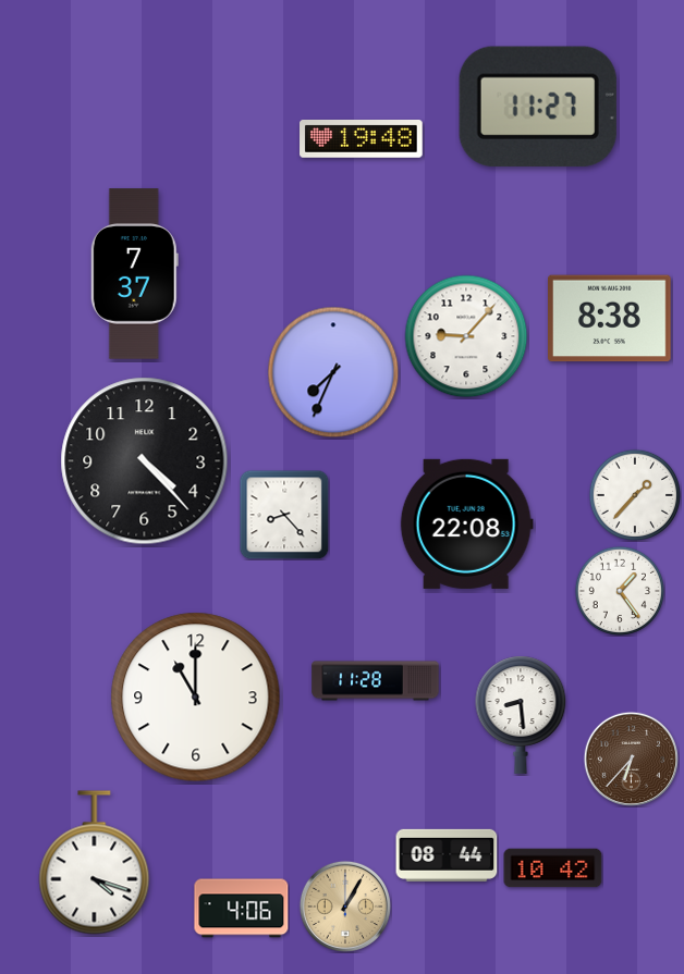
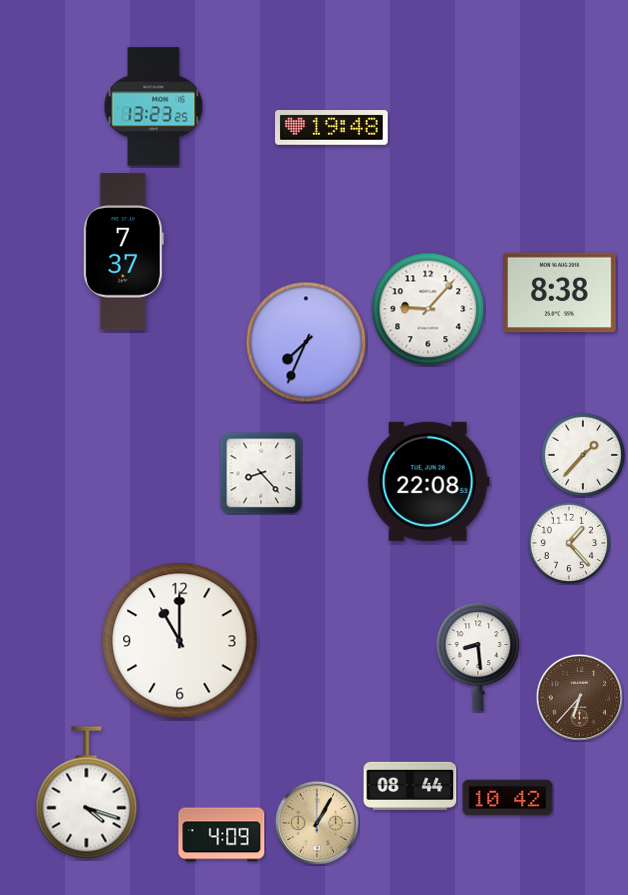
clock at (538, 107): 11:27 -> none
clock at (154, 107): none -> 13:23
clock at (145, 461): 4:23 -> none
clock at (620, 591): 1:24 -> 1:23
clock at (376, 681): 11:28 -> none
clock at (345, 907) position: (345, 907) -> (317, 823)
clock at (242, 909): 4:06 -> 4:09
